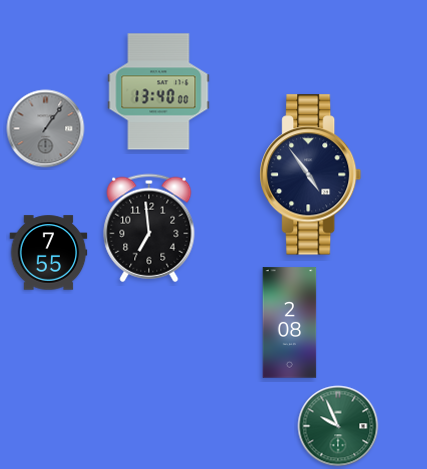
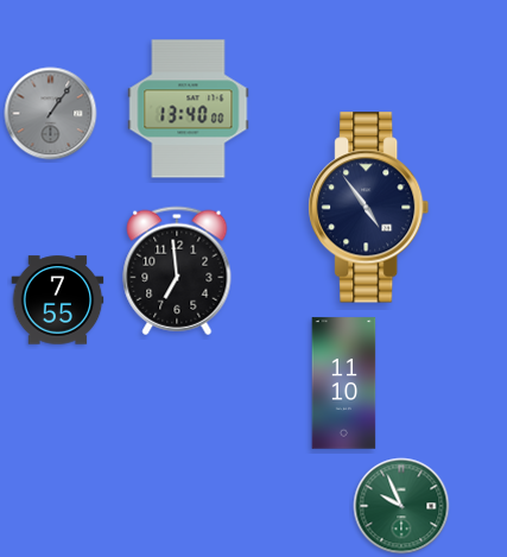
clock at (46, 129) position: (46, 129) -> (51, 114)
clock at (290, 323): 2:08 -> 11:10
